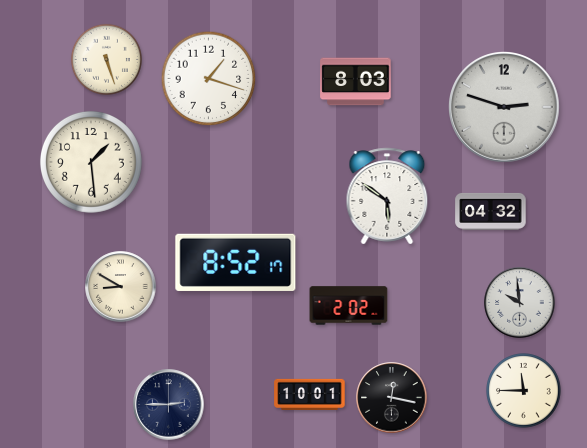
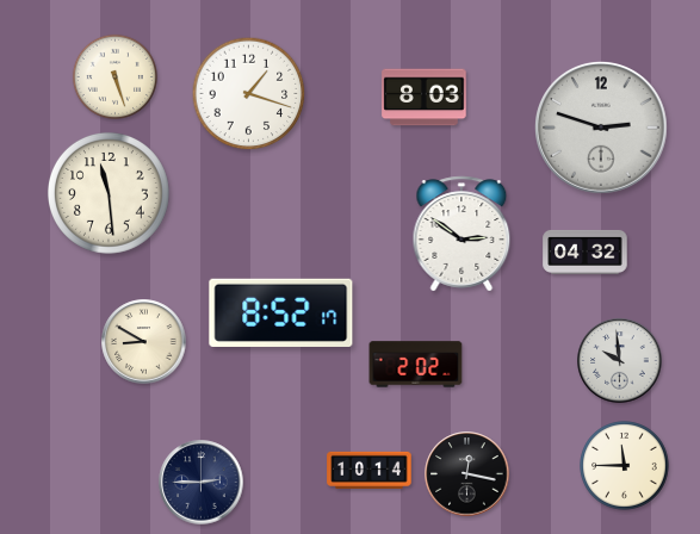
clock at (106, 59) position: (106, 59) -> (114, 76)
clock at (91, 162): 1:29 -> 11:29
clock at (387, 196): 5:51 -> 2:51
clock at (310, 394): 10:01 -> 10:14
